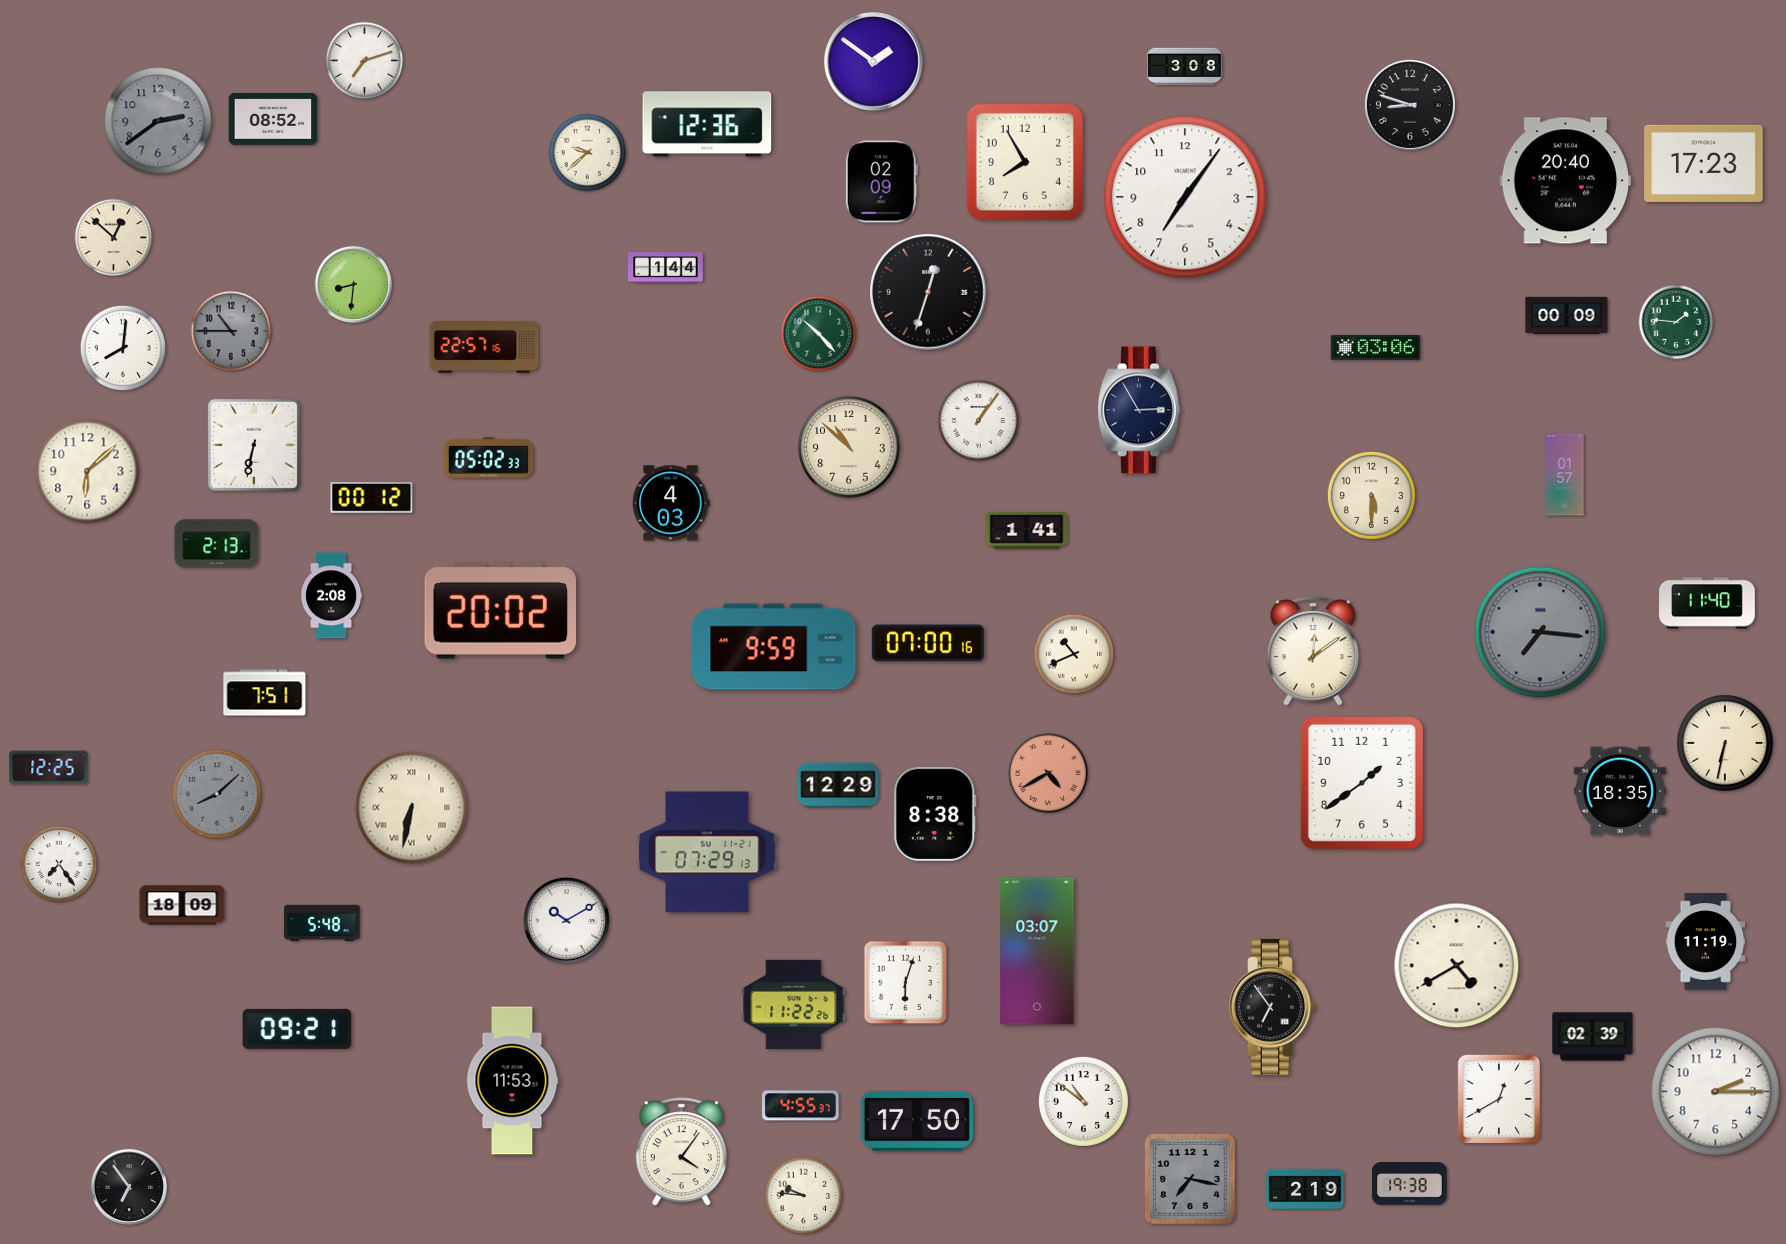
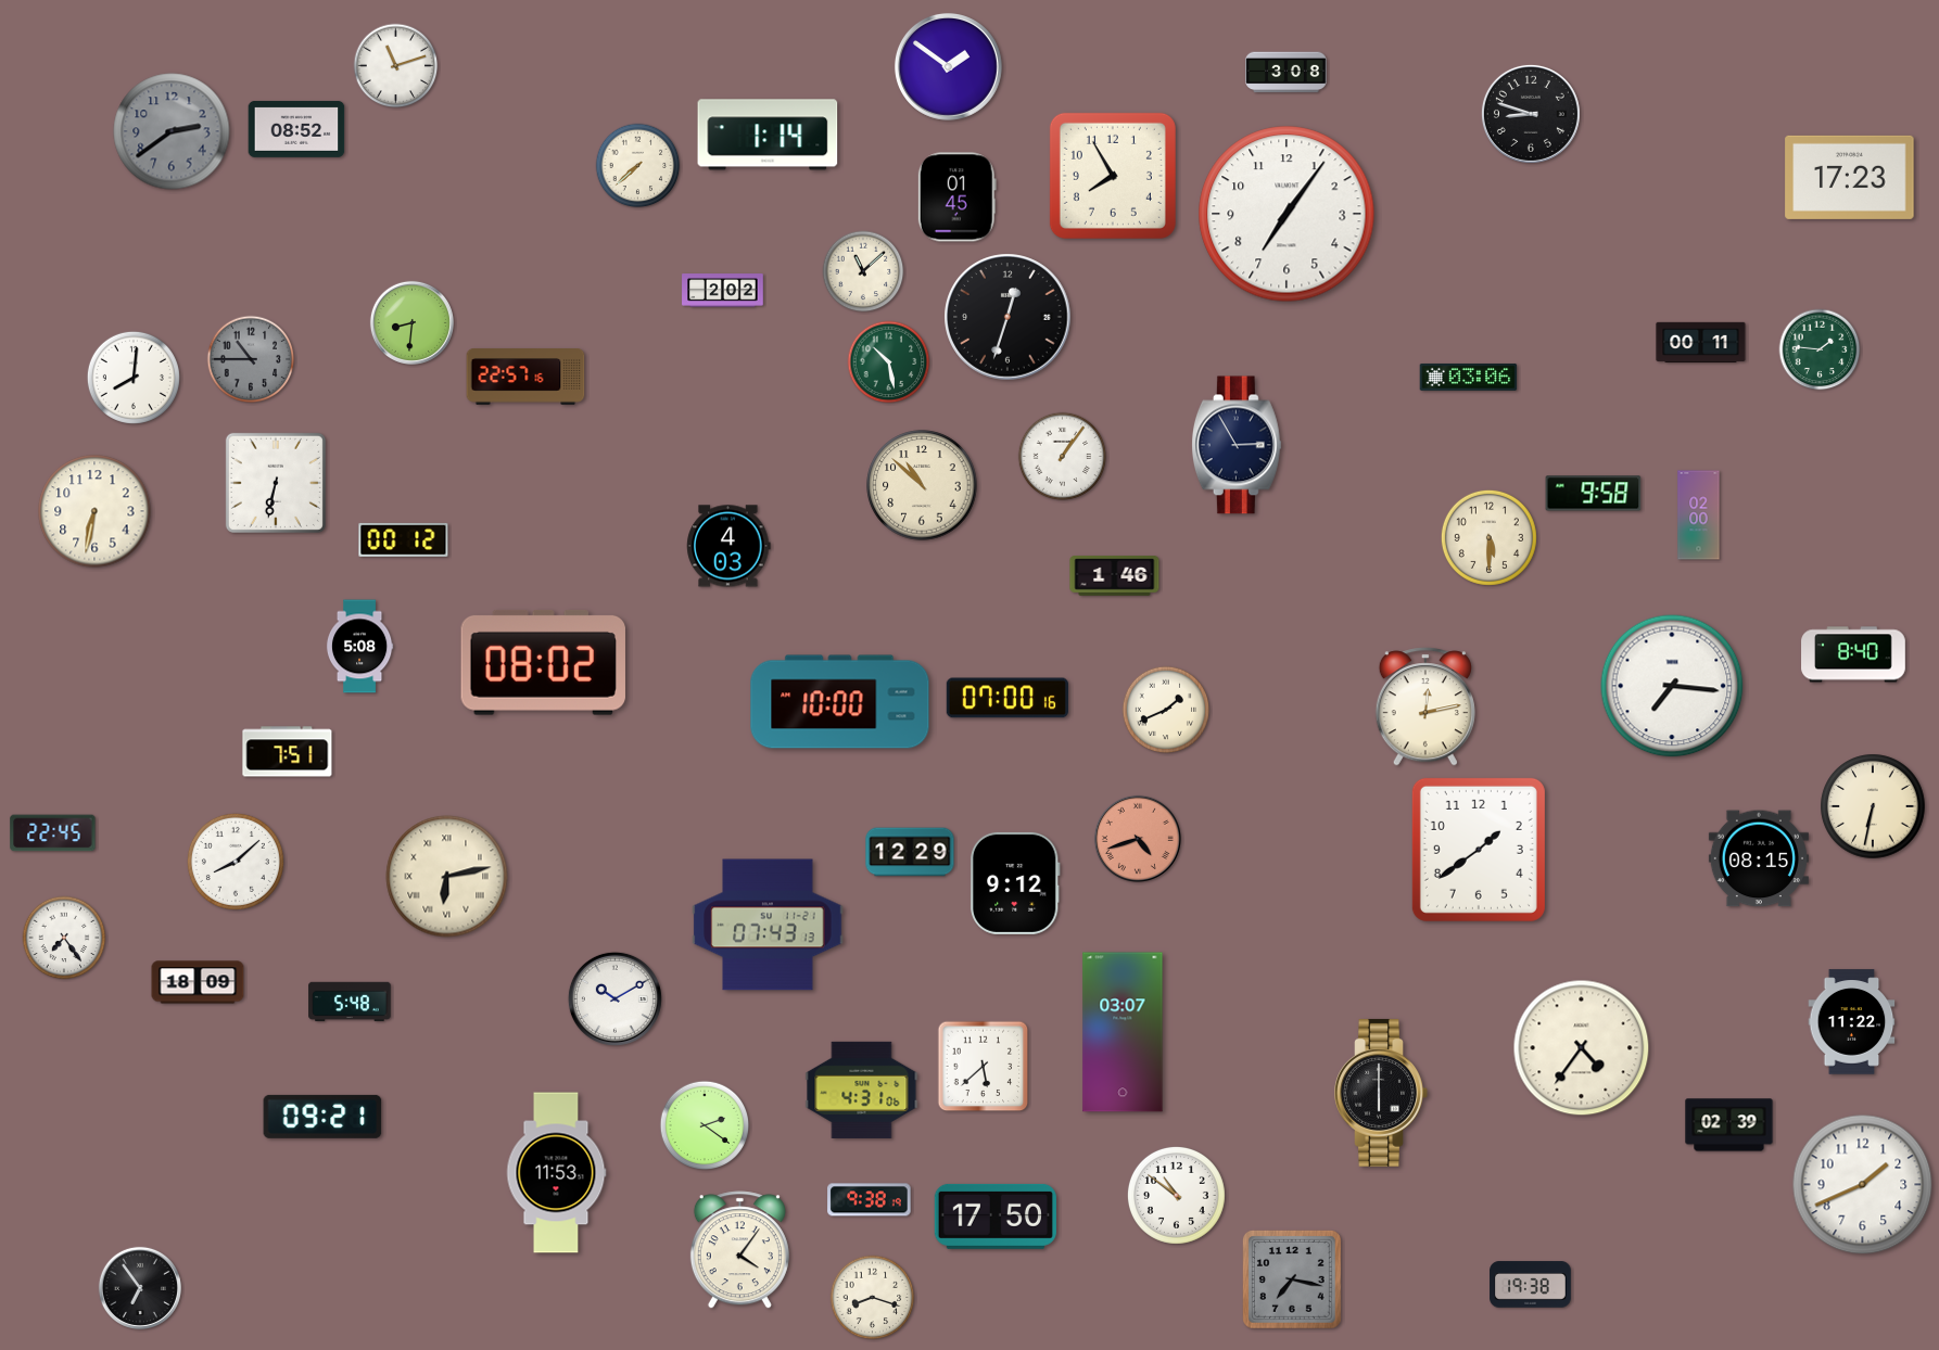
clock at (365, 61): 7:12 -> 11:12
clock at (707, 124): 12:36 -> 1:14
clock at (588, 153): 9:38 -> 7:38
clock at (1565, 181): 20:40 -> none
clock at (881, 182): 02:09 -> 01:45
clock at (114, 238): 12:52 -> none
clock at (863, 271): none -> 11:08
clock at (666, 268): 1:44 -> 2:02
clock at (353, 284) position: (353, 284) -> (411, 322)
clock at (1567, 316): 00:09 -> 00:11
clock at (819, 334): 10:23 -> 10:28
clock at (1376, 347) position: (1376, 347) -> (1469, 377)
clock at (1594, 494): none -> 9:58
clock at (489, 458): 05:02 -> none
clock at (87, 471): 6:08 -> 6:32
clock at (1565, 475): 01:57 -> 02:00
clock at (1027, 531): 1:41 -> 1:46
clock at (217, 544): 2:13 -> none
clock at (331, 596): 2:08 -> 5:08
clock at (1707, 603): 11:40 -> 8:40
clock at (500, 610): 20:02 -> 08:02
clock at (1540, 632) dial: grey -> white
clock at (774, 647): 9:59 -> 10:00
clock at (1313, 651): 12:09 -> 12:13
clock at (1074, 654): 10:41 -> 1:41
clock at (49, 768): 12:25 -> 22:45
clock at (1048, 773): 4:40 -> 4:42
clock at (1620, 791): 18:35 -> 08:15
clock at (217, 794) dial: grey -> white
clock at (412, 808): 6:32 -> 6:13
clock at (935, 814): 8:38 -> 9:12
clock at (707, 852): 07:29 -> 07:43
clock at (1706, 942): 11:19 -> 11:22
clock at (1037, 951) position: (1037, 951) -> (1123, 1032)
clock at (1457, 966): 4:40 -> 4:36
clock at (906, 983): 6:03 -> 5:38
clock at (794, 1004): 11:22 -> 4:31
clock at (1272, 1007): 6:54 -> 6:00
clock at (705, 1125): none -> 2:21
clock at (1716, 1092): 2:15 -> 1:41
clock at (1499, 1099): 12:40 -> none
clock at (801, 1106): 4:55 -> 9:38
clock at (1305, 1189): 2:19 -> none
clock at (804, 1196): 9:46 -> 8:18
